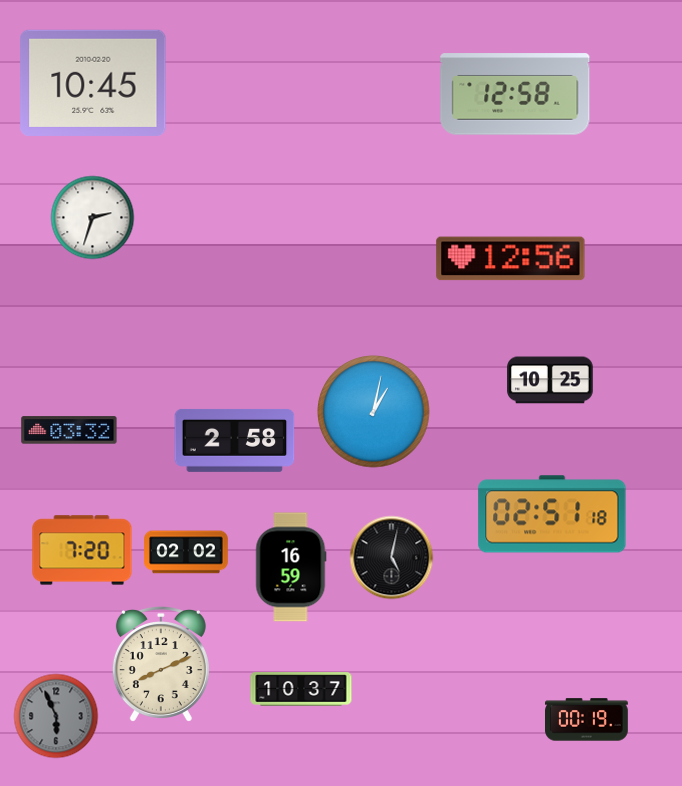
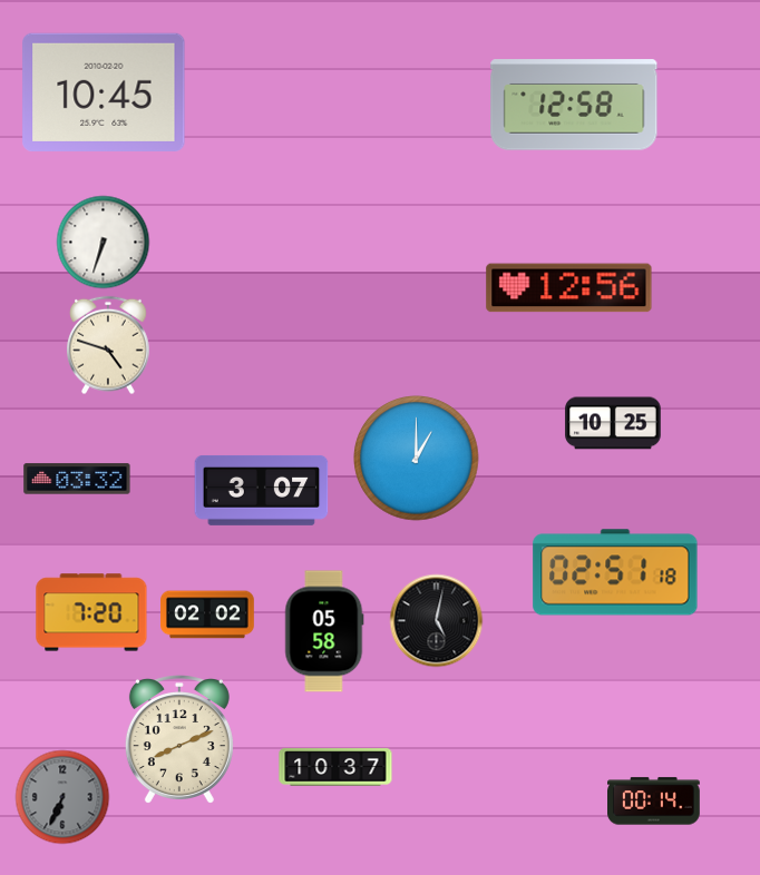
clock at (92, 217): 2:33 -> 6:33
clock at (108, 345): none -> 4:48
clock at (374, 412): 1:02 -> 1:00
clock at (235, 440): 2:58 -> 3:07
clock at (291, 567): 16:59 -> 05:58
clock at (56, 716): 5:56 -> 6:34
clock at (587, 720): 00:19 -> 00:14
